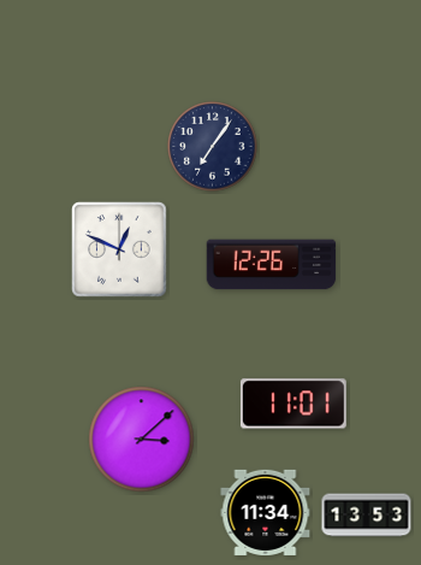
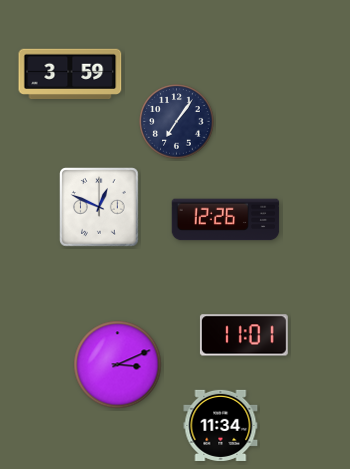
clock at (70, 74): none -> 3:59
clock at (142, 440): 3:08 -> 3:11
clock at (367, 516): 13:53 -> none
